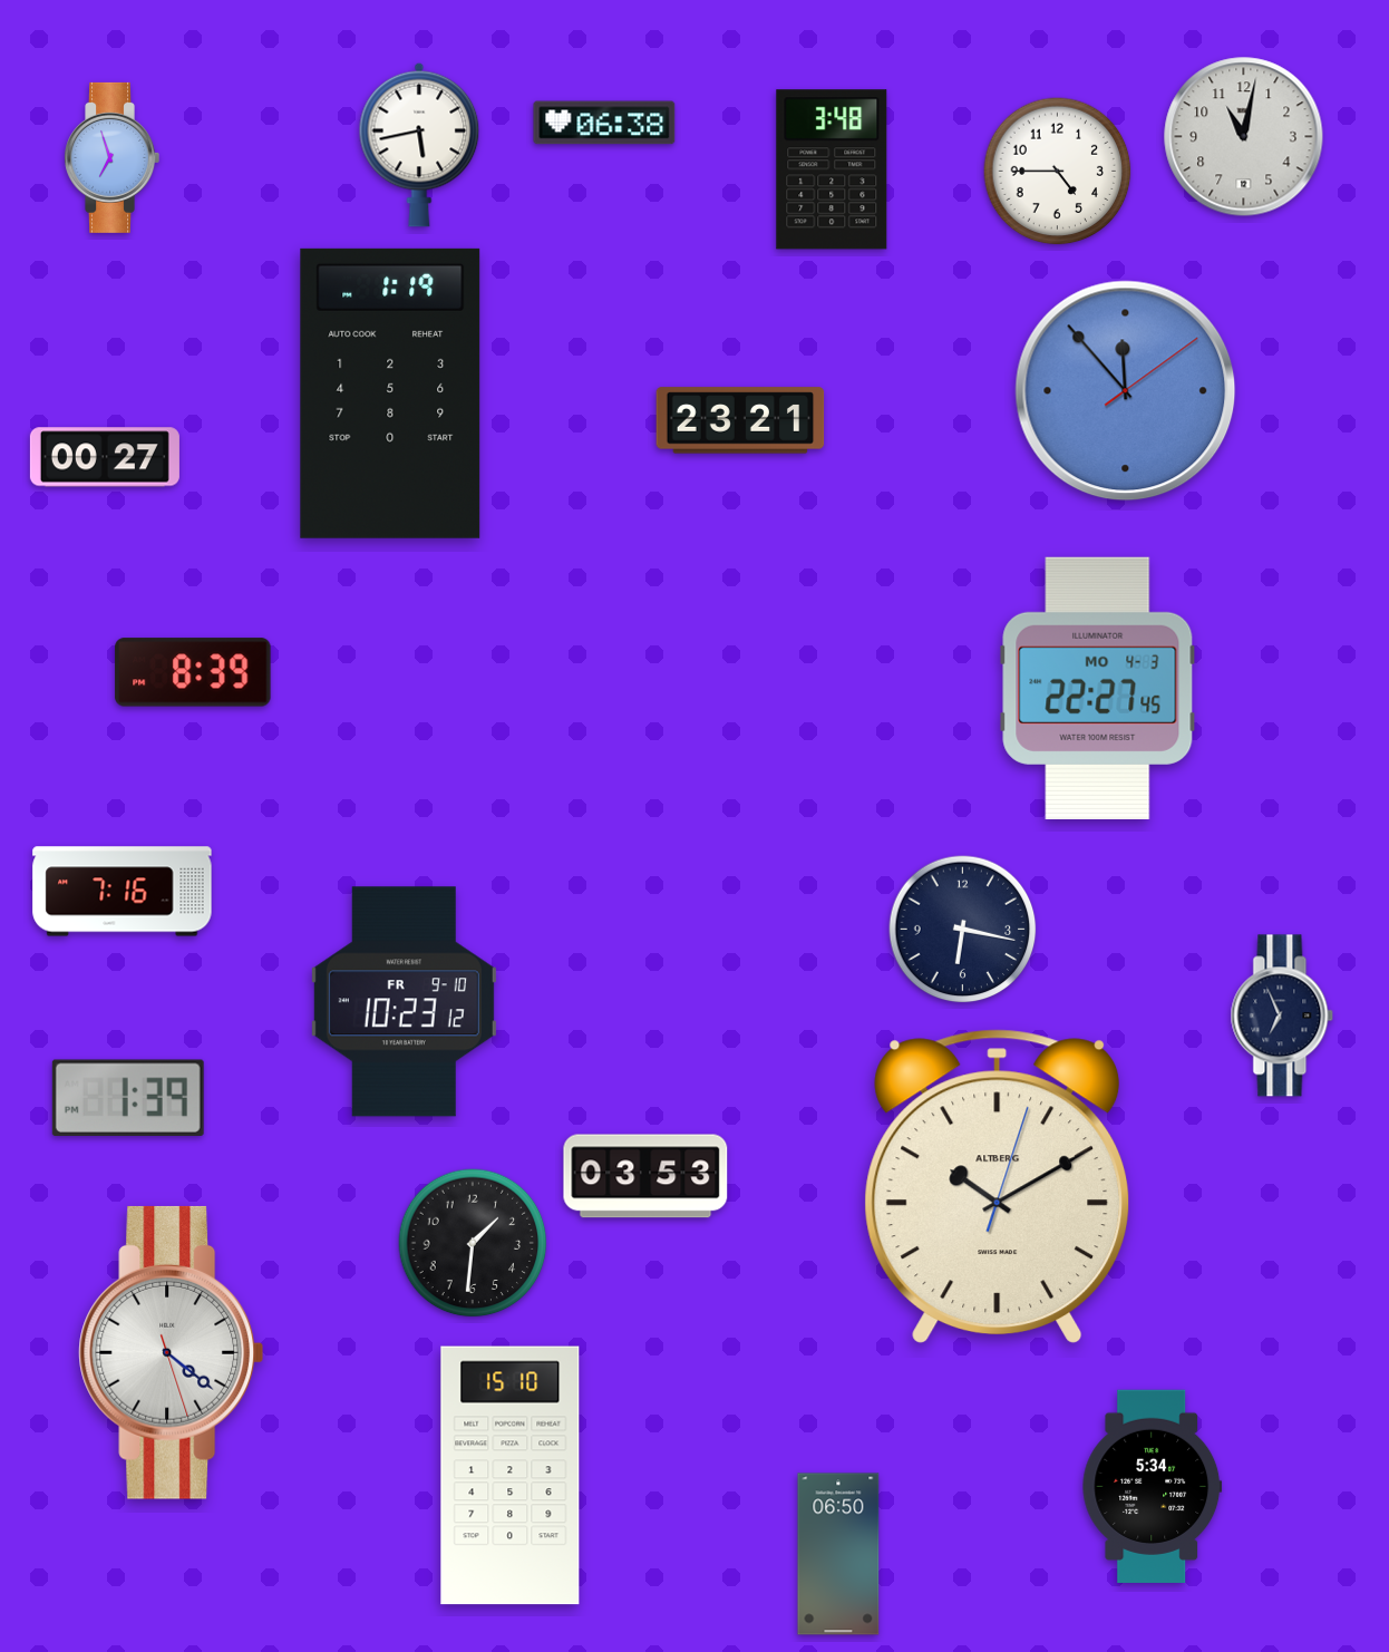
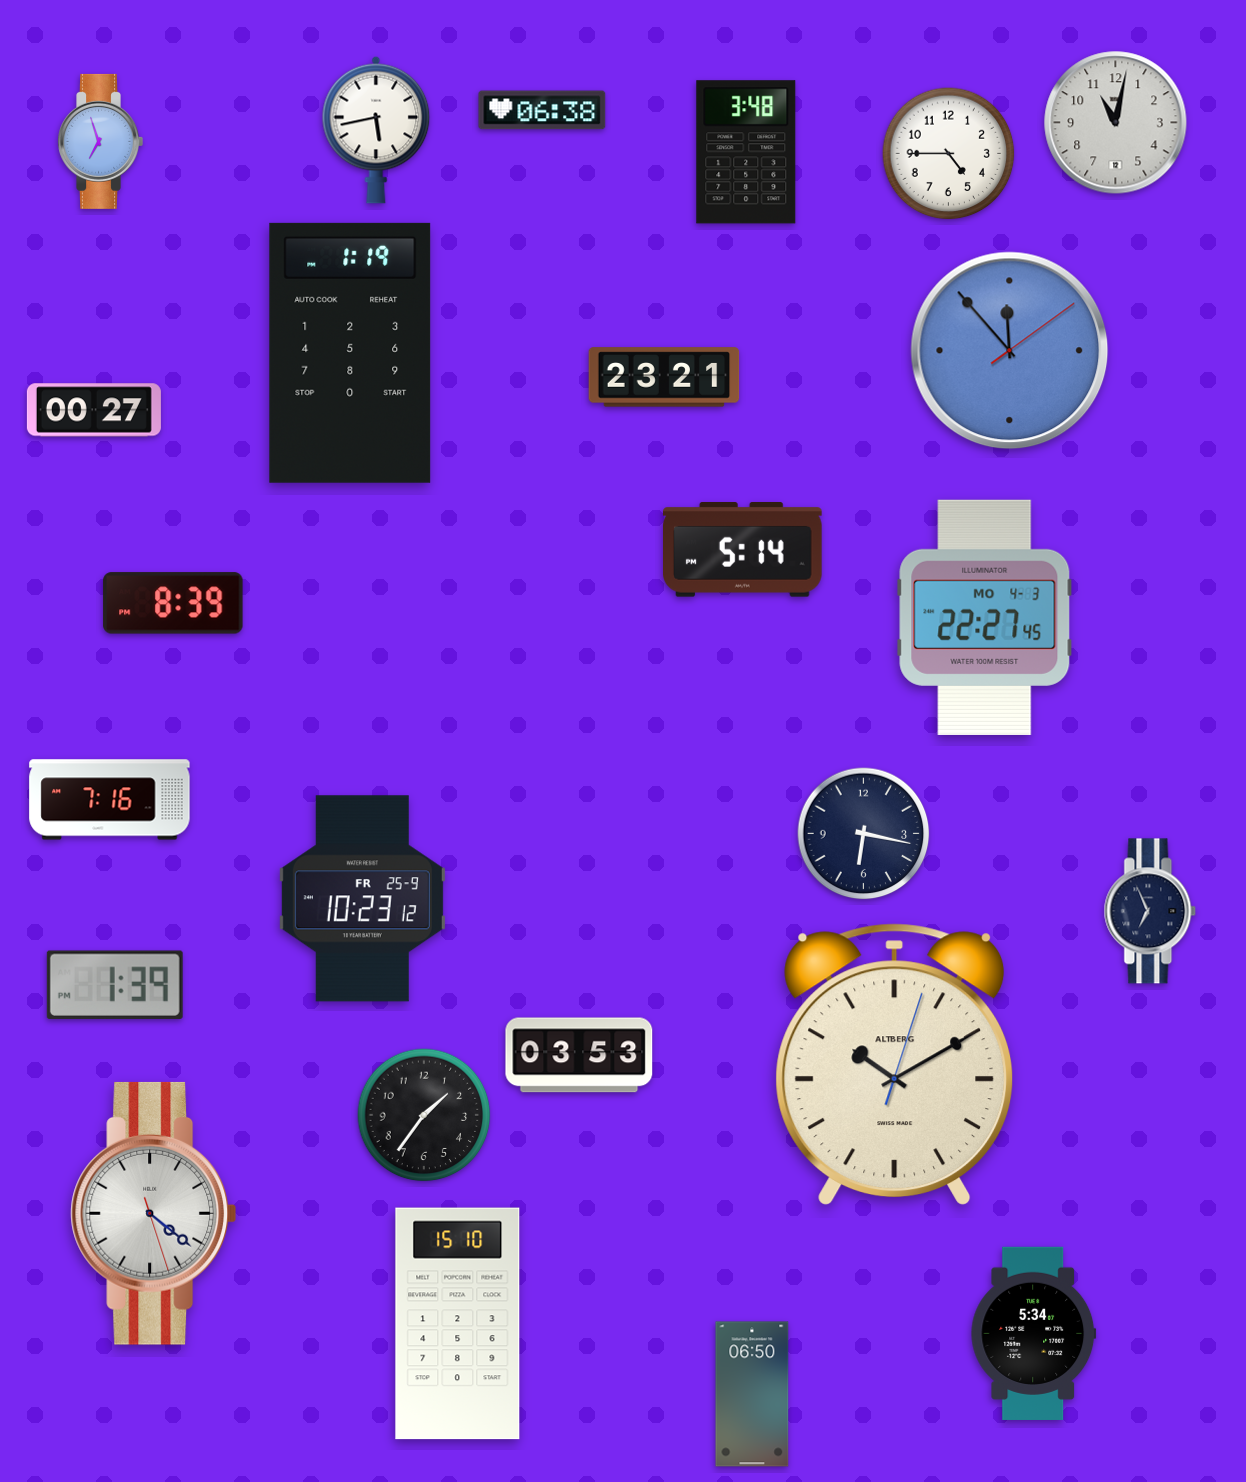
clock at (743, 550): none -> 5:14
clock at (404, 1002) date: FR 9-10 -> FR 25-9
clock at (473, 1243): 1:31 -> 1:36
